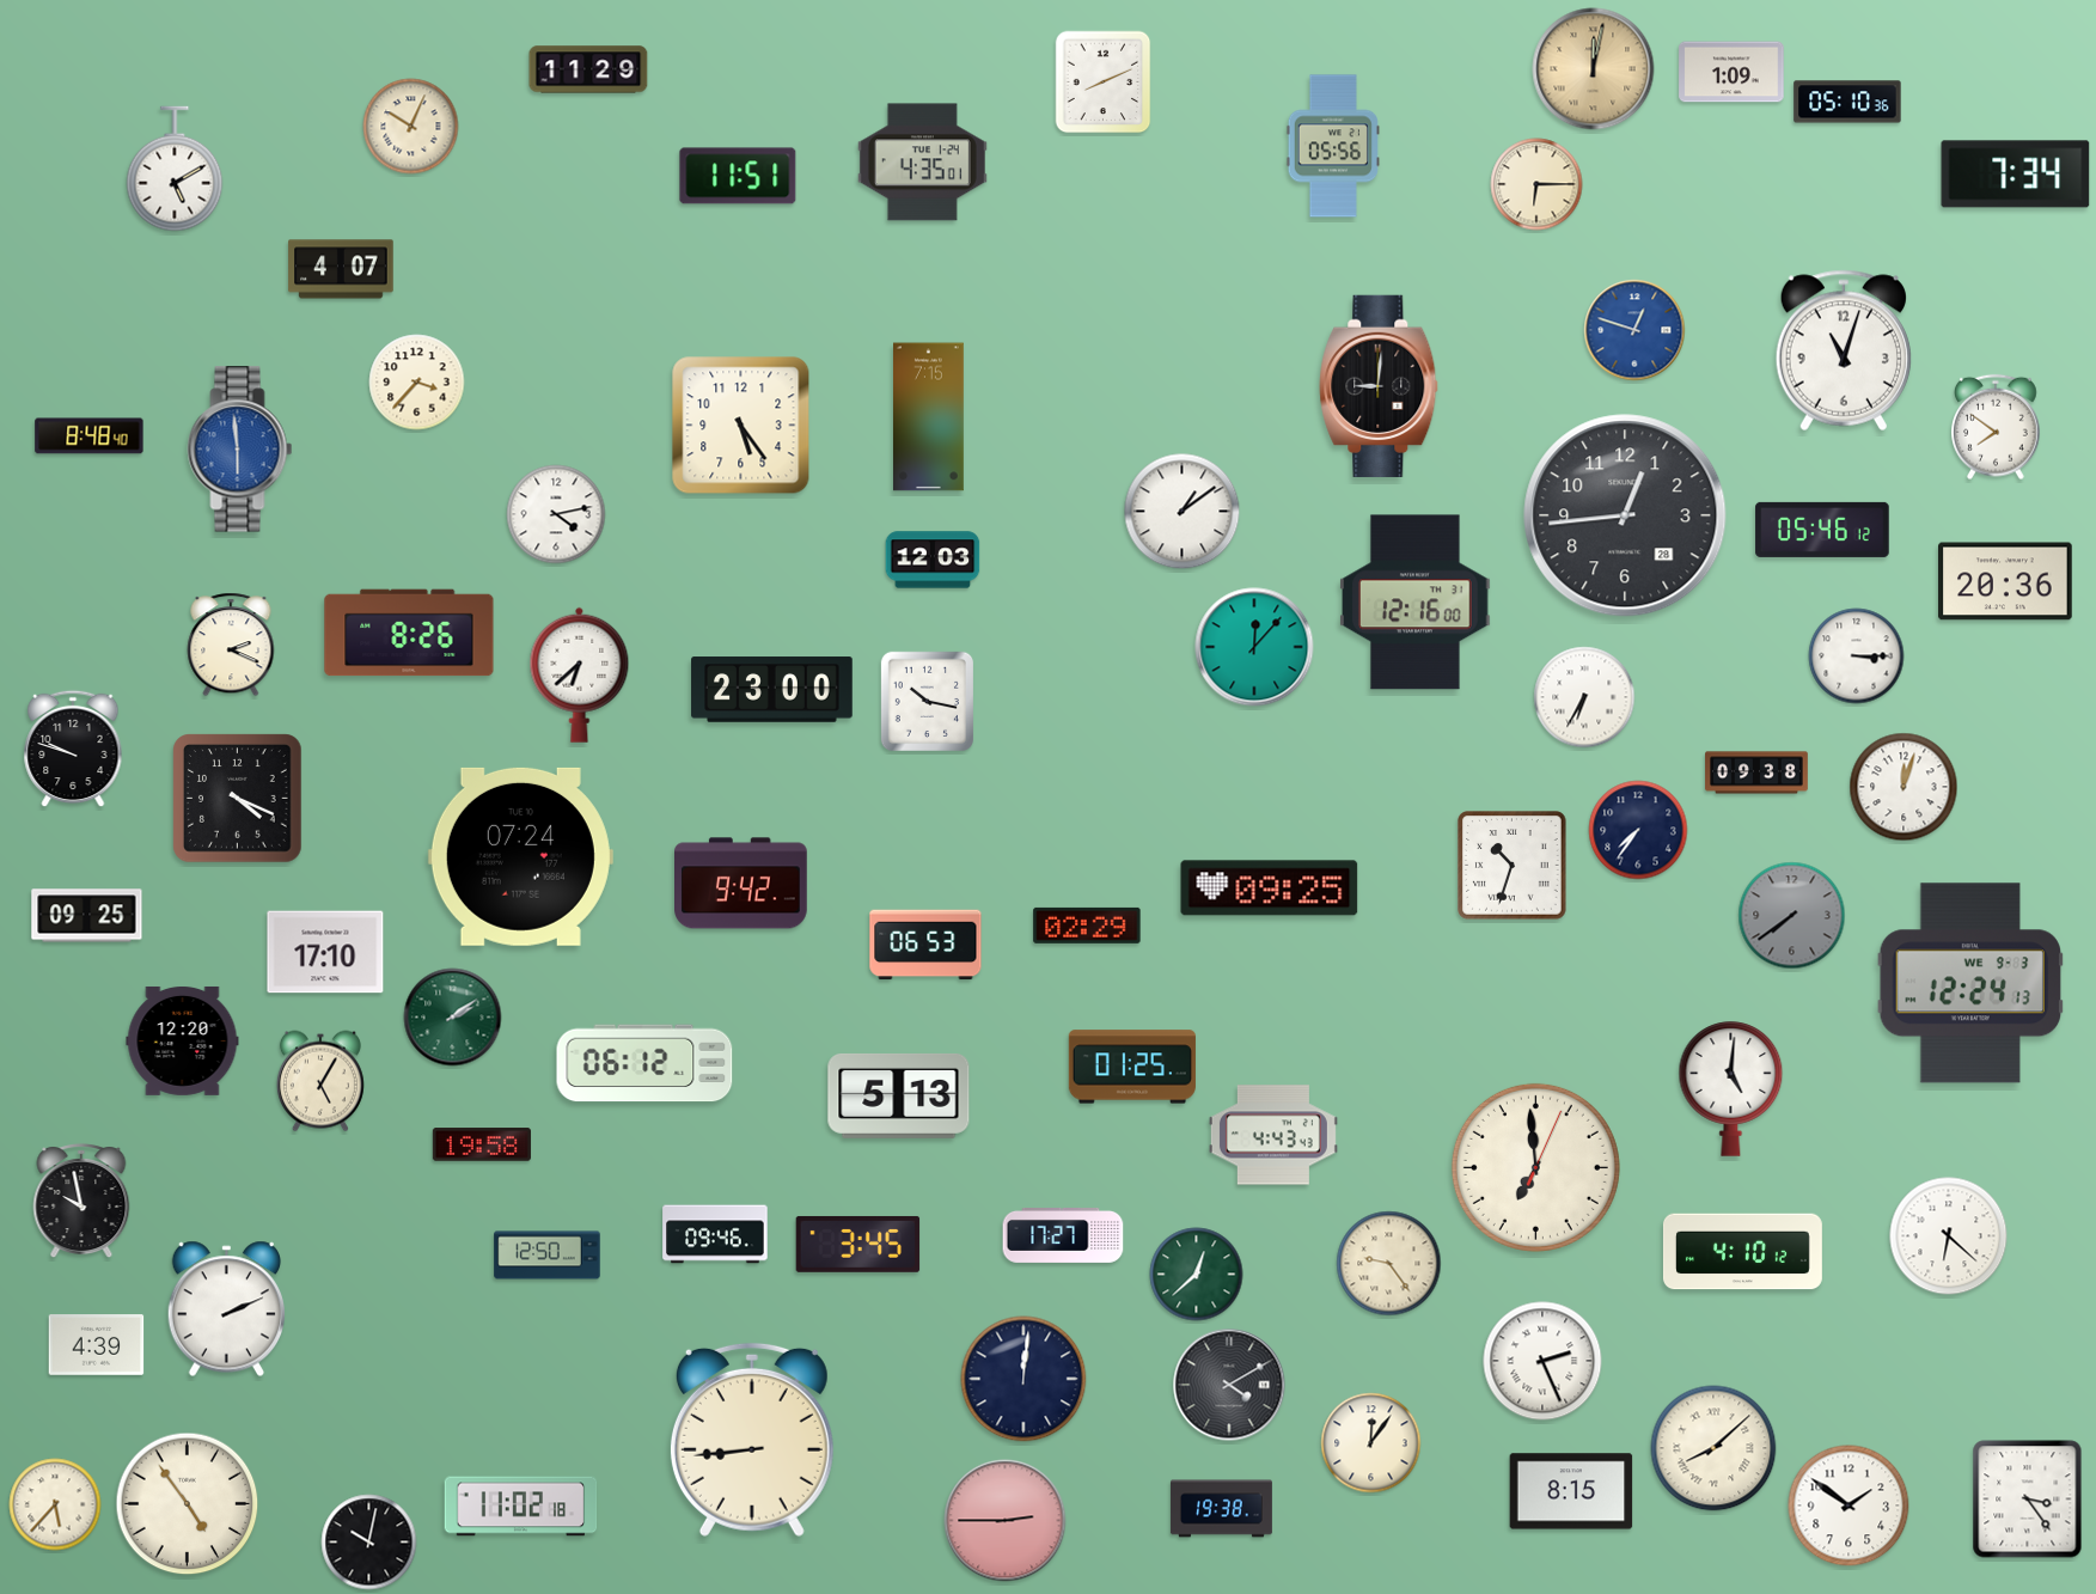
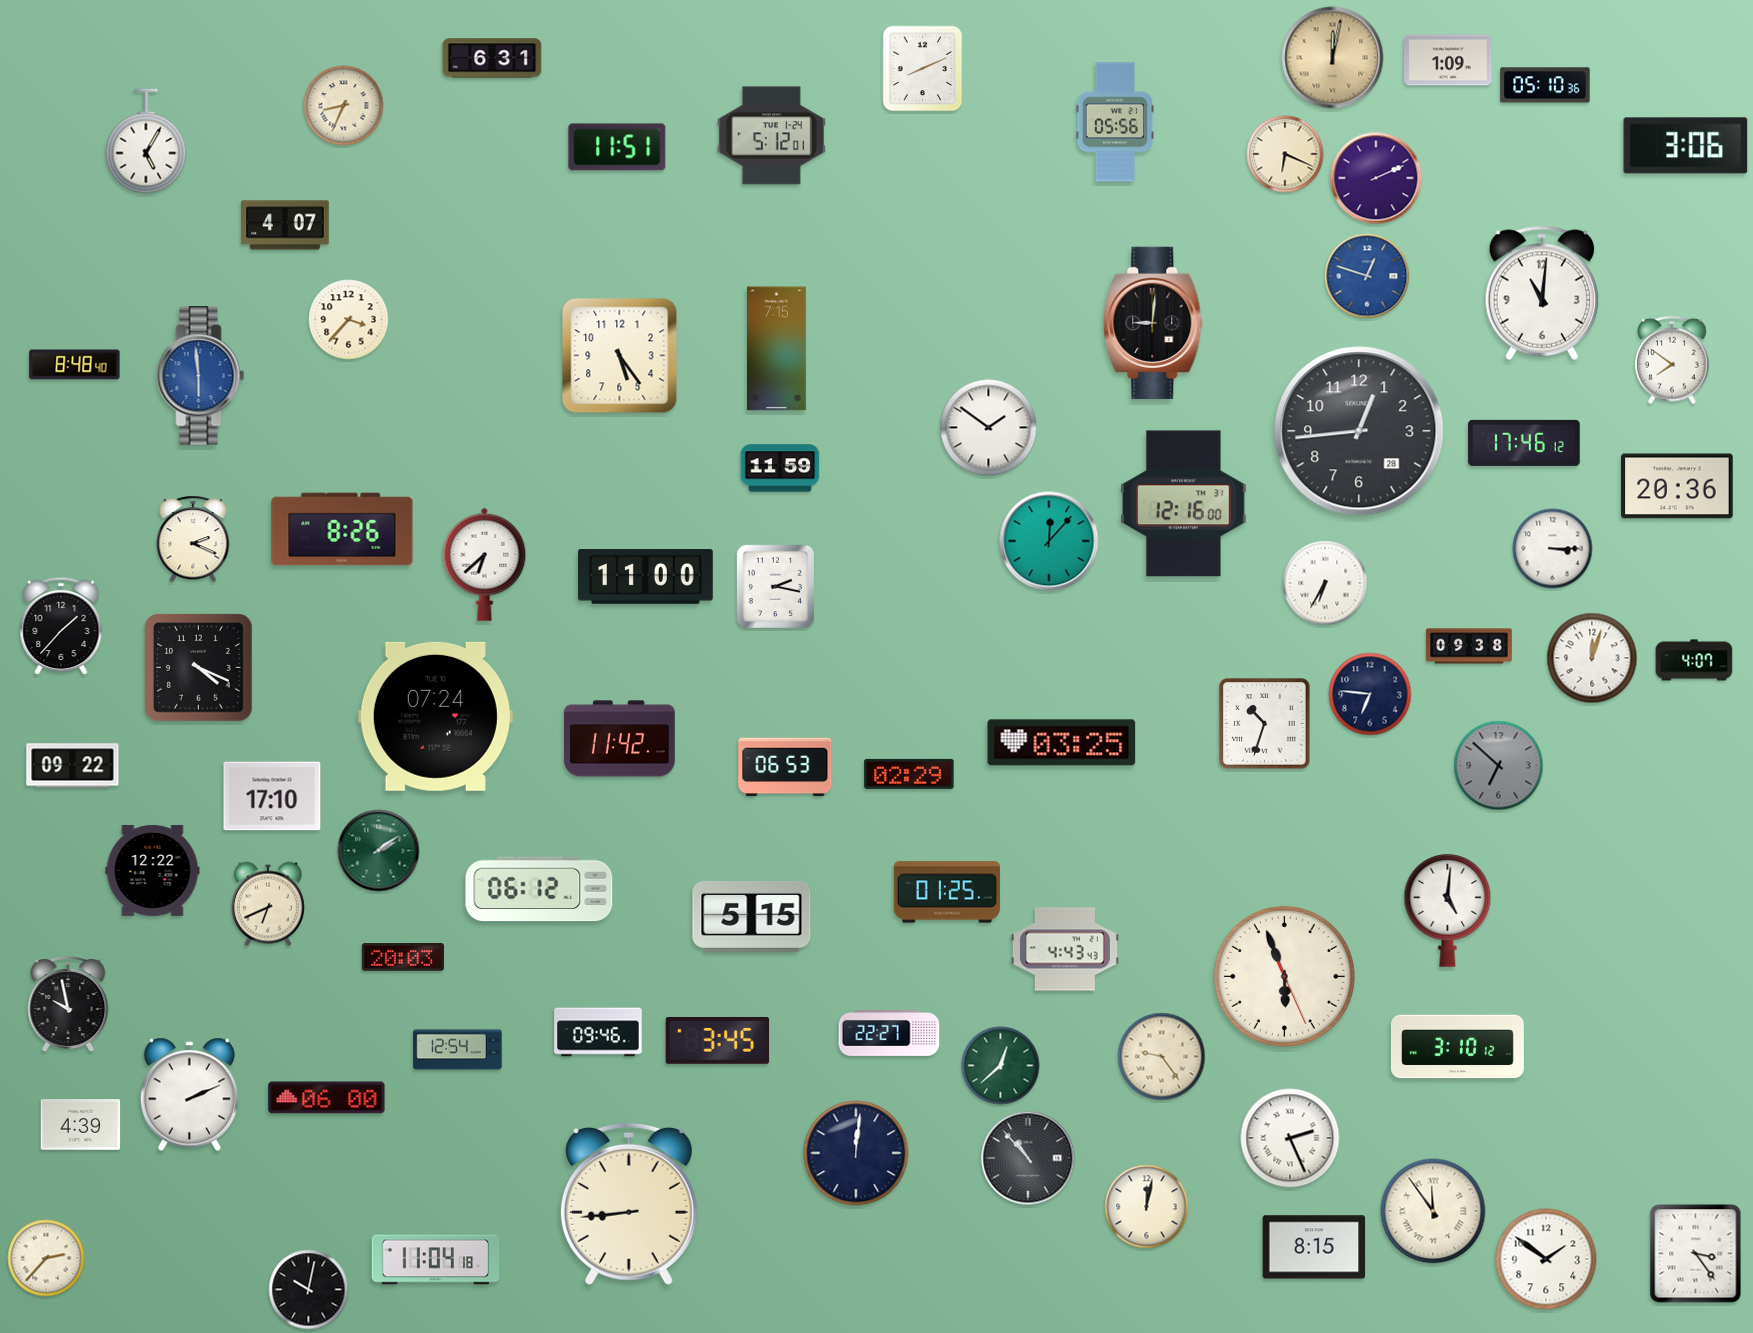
clock at (588, 69): 11:29 -> 6:31
clock at (411, 127): 10:04 -> 8:34
clock at (922, 163): 4:35 -> 5:12
clock at (175, 169): 5:10 -> 5:05
clock at (2016, 175): 7:34 -> 3:06
clock at (1536, 184): 6:15 -> 6:19
clock at (1376, 178): none -> 2:11
clock at (1844, 350): 11:03 -> 11:01
clock at (1997, 427) position: (1997, 427) -> (1673, 360)
clock at (1183, 512): 1:09 -> 1:51
clock at (556, 514): 4:13 -> none
clock at (1822, 530): 05:46 -> 17:46
clock at (933, 560): 12:03 -> 11:59
clock at (772, 690): 23:00 -> 11:00
clock at (927, 701): 10:17 -> 2:17
clock at (73, 749): 9:48 -> 1:37
clock at (1694, 660): none -> 4:07
clock at (1638, 830): 7:36 -> 6:46
clock at (741, 884): 9:42 -> 11:42
clock at (1270, 888): 09:25 -> 03:25
clock at (87, 916): 09:25 -> 09:22
clock at (1792, 916): 7:39 -> 6:52
clock at (925, 945) position: (925, 945) -> (785, 767)
clock at (1969, 983): 12:24 -> none
clock at (183, 1040): 12:20 -> 12:22
clock at (320, 1081): 5:05 -> 6:41
clock at (899, 1095): 5:13 -> 5:15
clock at (482, 1144): 19:58 -> 20:03
clock at (1535, 1167): 6:59 -> 5:56
clock at (1063, 1236): 17:27 -> 22:27
clock at (1949, 1236): 6:22 -> none
clock at (1742, 1252): 4:10 -> 3:10
clock at (548, 1256): 12:50 -> 12:54
clock at (327, 1098): none -> 06:00
clock at (1229, 1385): 4:10 -> 10:53
clock at (1371, 1443): 12:06 -> 12:02
clock at (1713, 1448): 8:08 -> 11:54
clock at (55, 1504): 5:37 -> 2:37
clock at (188, 1504): 4:54 -> none
clock at (521, 1507): 11:02 -> 11:04
clock at (1221, 1509): 19:38 -> none
clock at (1006, 1521): 2:45 -> none
